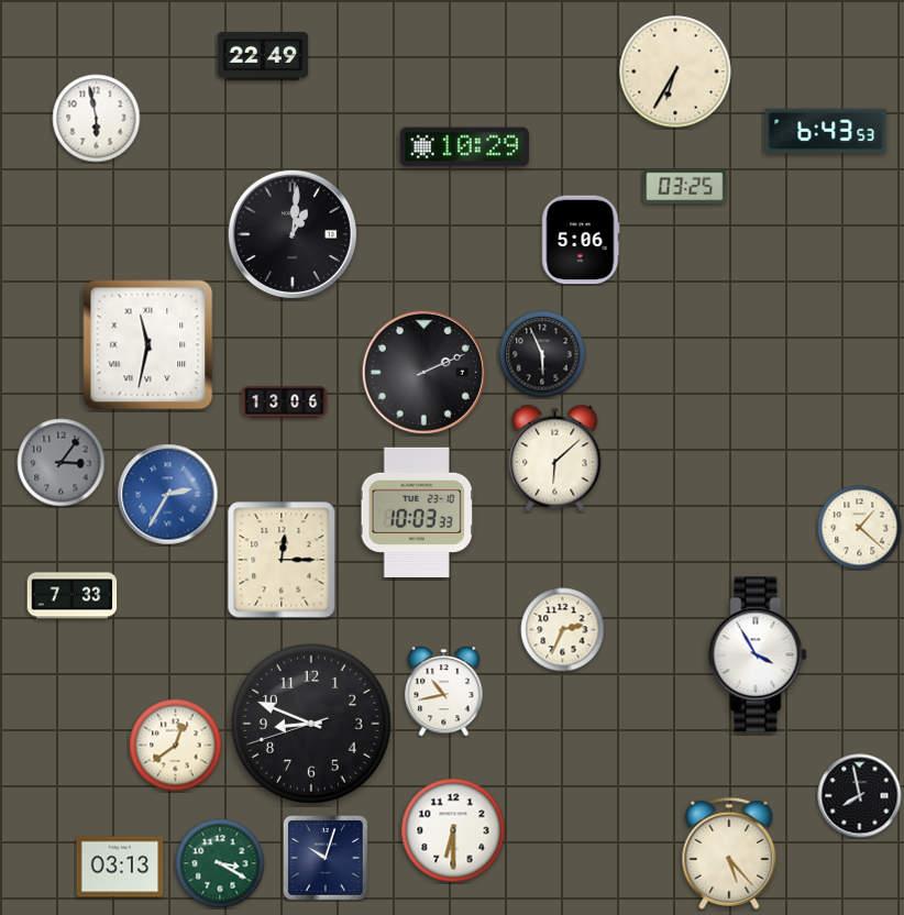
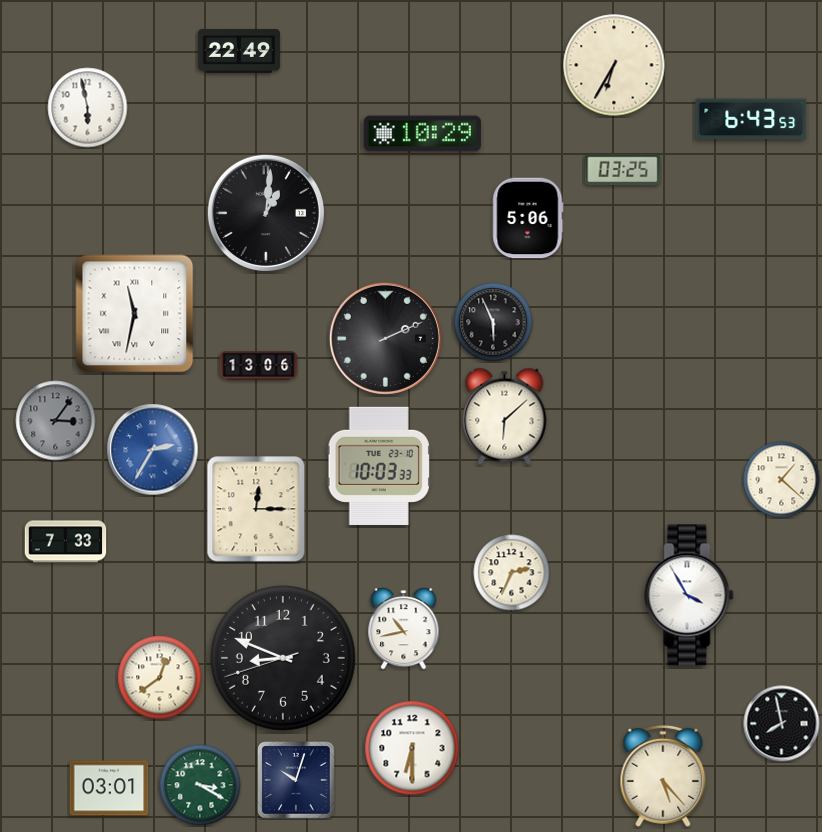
clock at (453, 830) position: (453, 830) -> (412, 748)
clock at (120, 867): 03:13 -> 03:01
